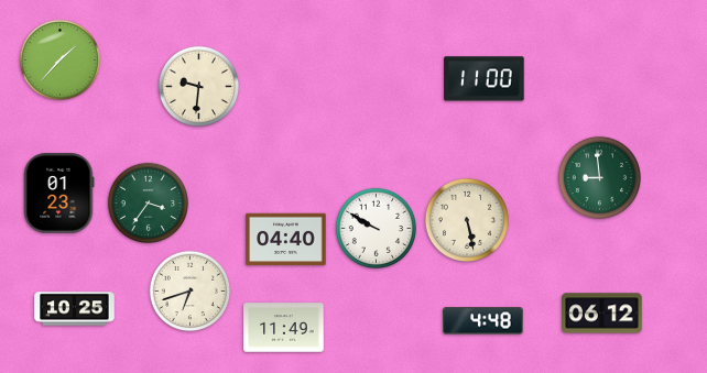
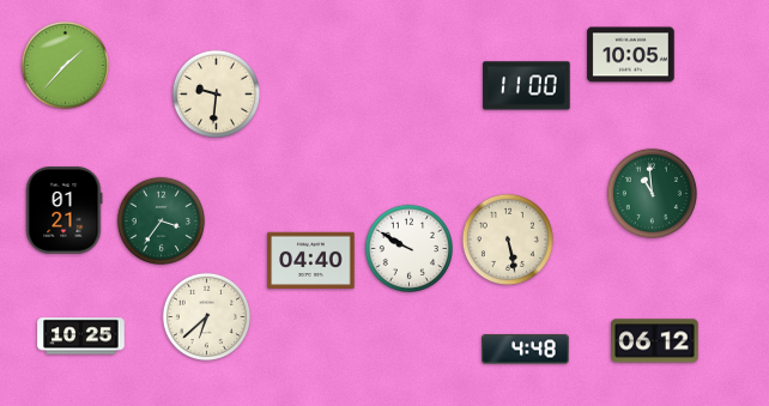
clock at (631, 55): none -> 10:05
clock at (599, 177): 8:59 -> 10:59
clock at (58, 194): 01:23 -> 01:21
clock at (191, 292): 6:42 -> 6:38
clock at (284, 328): 11:49 -> none
